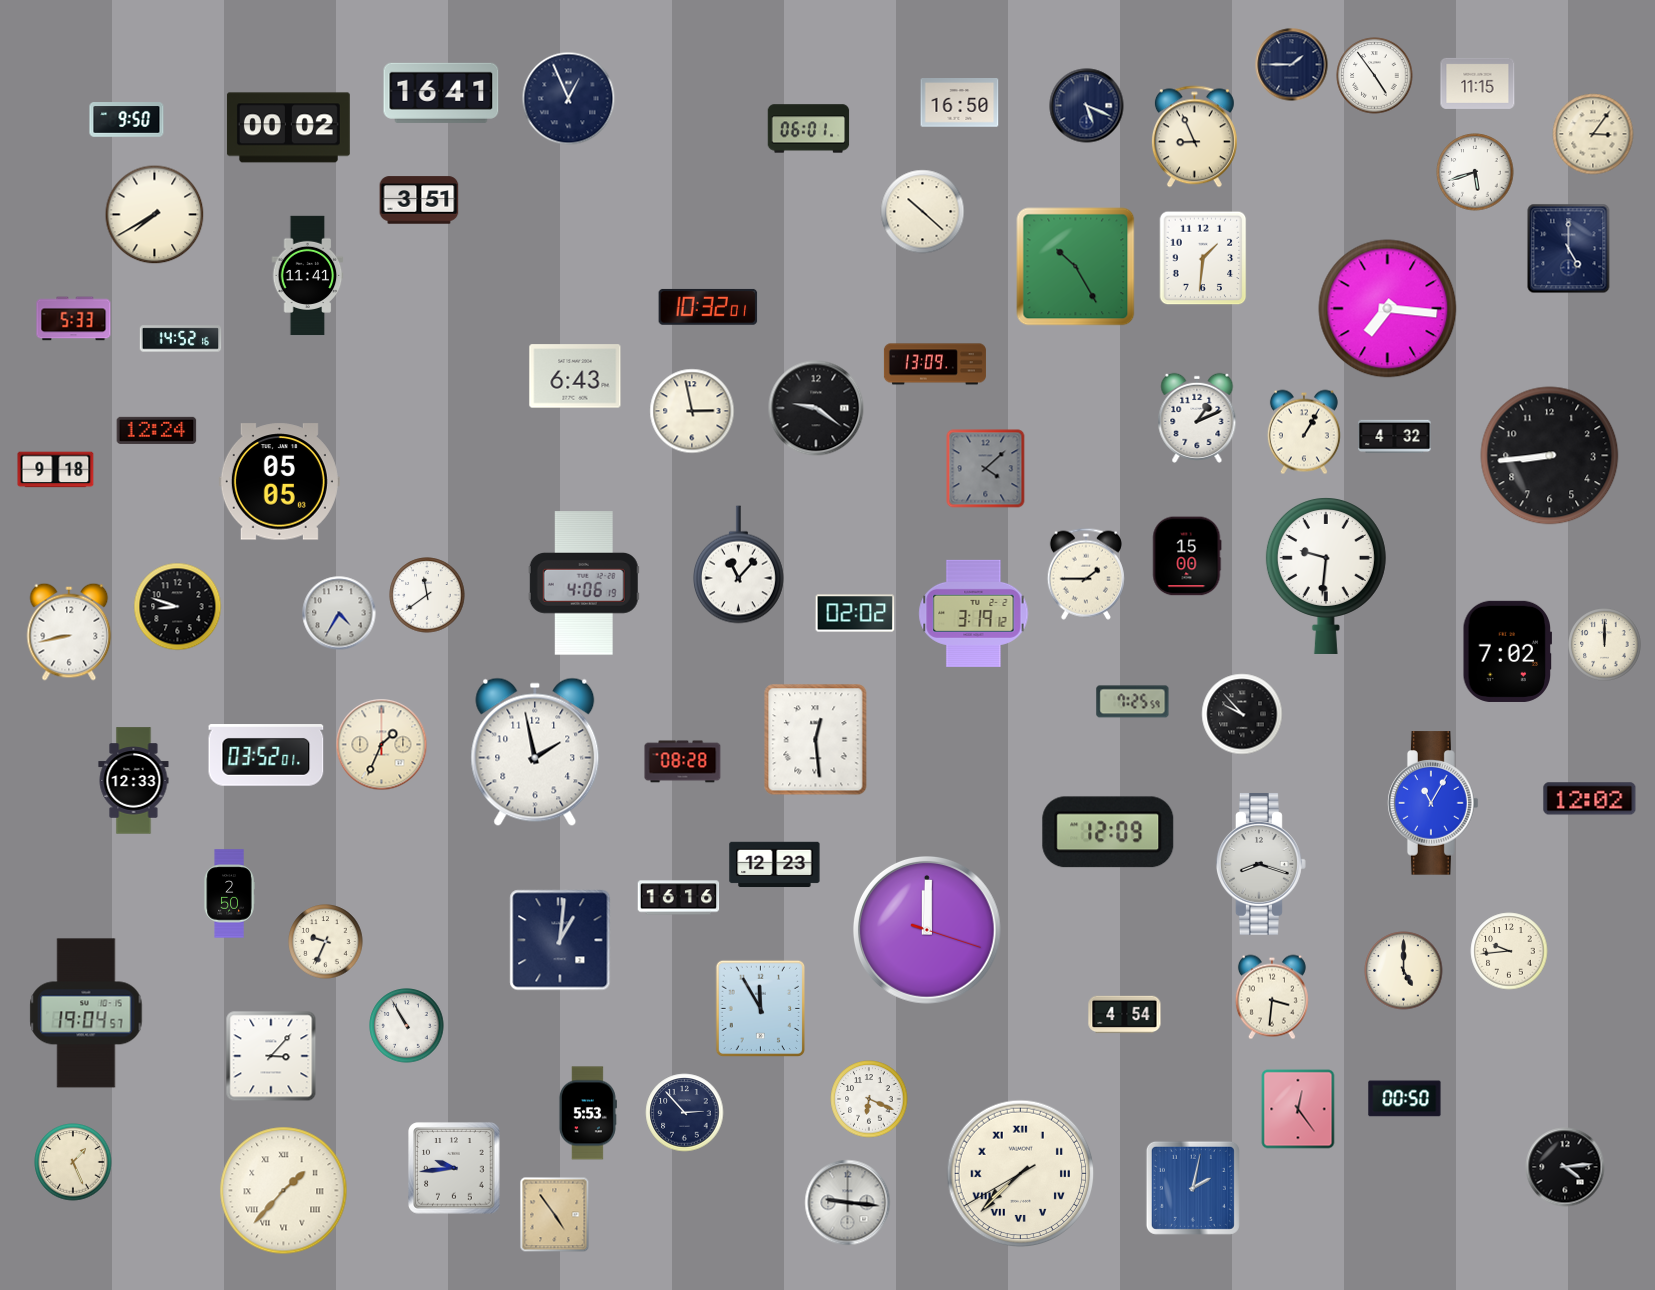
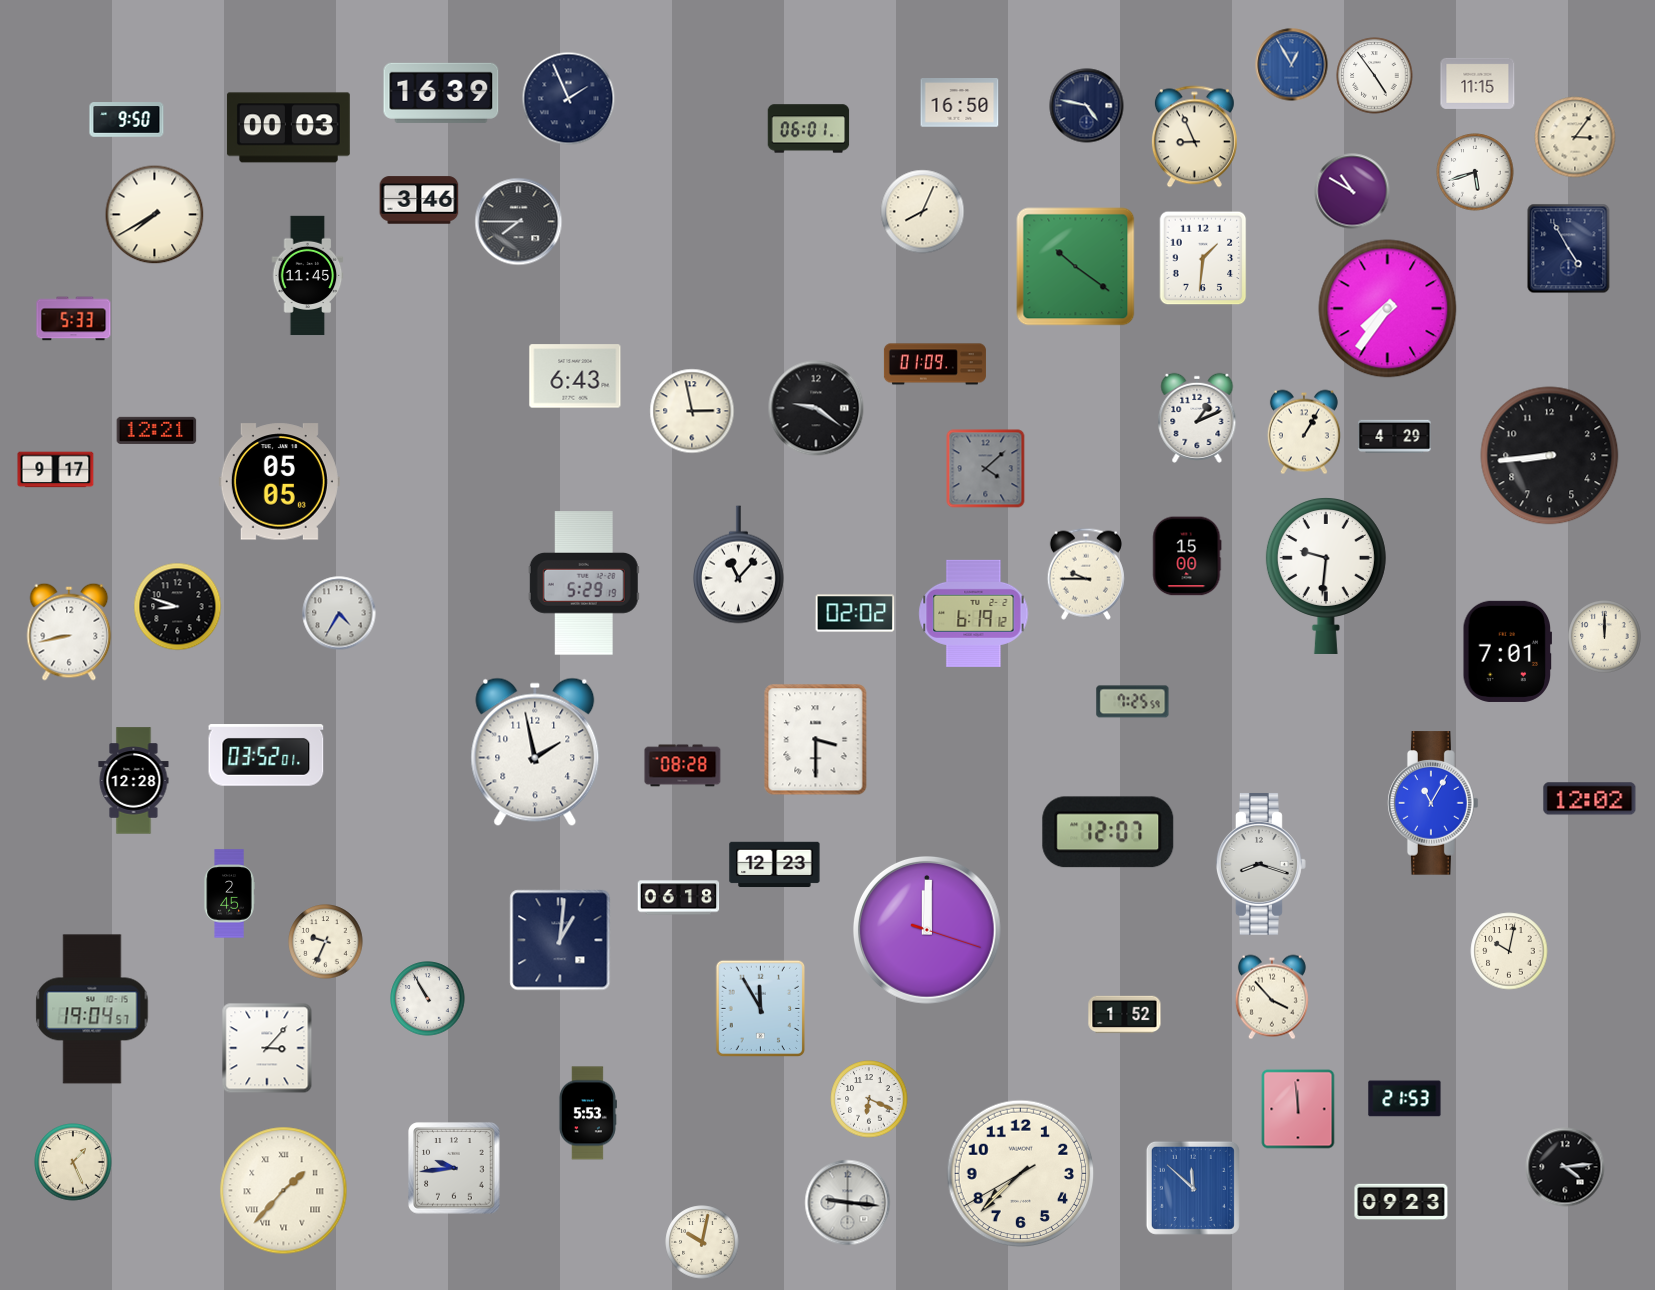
clock at (1292, 65): 1:45 -> 12:55
clock at (1292, 65) dial: navy -> blue
clock at (441, 93): 16:41 -> 16:39
clock at (569, 99): 12:56 -> 1:56
clock at (1087, 106): 5:19 -> 4:47
clock at (288, 128): 00:02 -> 00:03
clock at (1593, 134) position: (1593, 134) -> (1575, 137)
clock at (1352, 191): none -> 10:50
clock at (419, 200): 3:51 -> 3:46
clock at (923, 212): 10:22 -> 8:04
clock at (519, 222): none -> 7:45
clock at (1569, 249): 5:00 -> 4:55
clock at (1076, 267): 10:25 -> 10:21
clock at (308, 276): 11:41 -> 11:45
clock at (708, 307): 10:32 -> none
clock at (1388, 309): 7:16 -> 7:36
clock at (181, 339): 14:52 -> none
clock at (935, 364): 13:09 -> 01:09
clock at (157, 430): 12:24 -> 12:21
clock at (1395, 437): 4:32 -> 4:29
clock at (56, 470): 9:18 -> 9:17
clock at (1086, 574): 1:45 -> 9:45
clock at (584, 583): 4:06 -> 5:29
clock at (427, 595): 11:39 -> none
clock at (974, 613): 3:19 -> 6:19
clock at (1605, 645) position: (1605, 645) -> (1605, 637)
clock at (1507, 651): 7:02 -> 7:01
clock at (1242, 714): 9:53 -> none
clock at (816, 740): 12:29 -> 3:30
clock at (382, 745): 1:34 -> none
clock at (683, 762) position: (683, 762) -> (683, 766)
clock at (134, 781): 12:33 -> 12:28
clock at (1108, 832): 12:09 -> 12:07
clock at (229, 894): 2:50 -> 2:45
clock at (679, 898): 16:16 -> 06:18
clock at (1509, 951): 9:44 -> 10:02
clock at (1404, 971): 5:00 -> none
clock at (1272, 997): 3:31 -> 3:53
clock at (86, 1013) position: (86, 1013) -> (92, 1009)
clock at (1125, 1015): 4:54 -> 1:52
clock at (407, 1026) position: (407, 1026) -> (428, 999)
clock at (271, 1056) position: (271, 1056) -> (267, 1048)
clock at (1405, 1099): 00:50 -> 21:53
clock at (1298, 1109): 12:24 -> 11:59
clock at (685, 1113): 2:53 -> none
clock at (1021, 1174) numerals: Roman -> Arabic
clock at (1193, 1188): 2:02 -> 11:52
clock at (1401, 1201): none -> 09:23
clock at (555, 1215): 4:54 -> none
clock at (702, 1242): none -> 10:02
